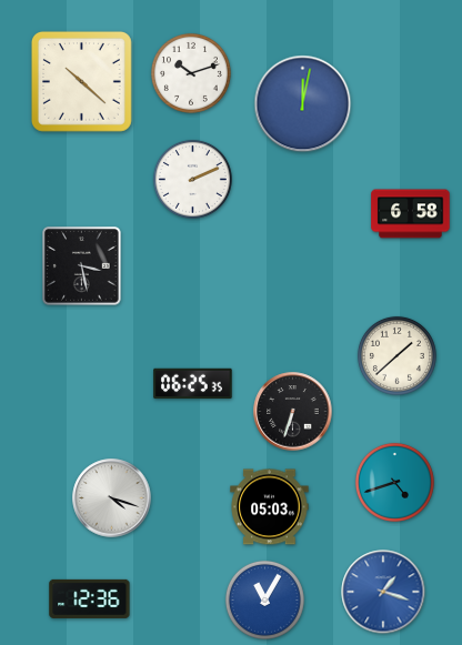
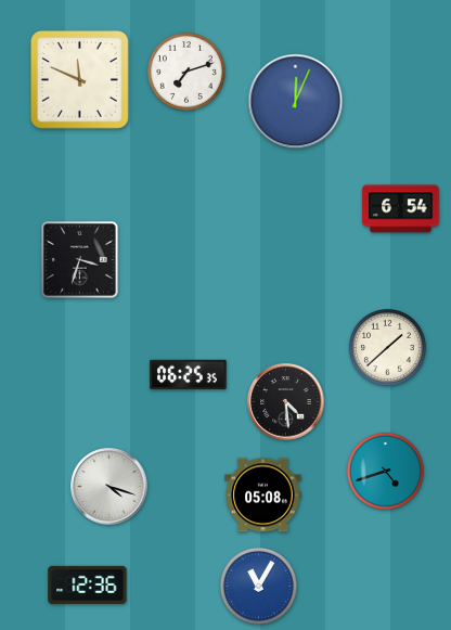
clock at (191, 73): 10:12 -> 7:12
clock at (81, 81): 10:22 -> 11:49
clock at (303, 104): 12:02 -> 12:04
clock at (192, 179): 2:11 -> none
clock at (411, 214): 6:58 -> 6:54
clock at (82, 266): 3:28 -> 3:33
clock at (293, 412): 6:33 -> 4:29
clock at (270, 507): 05:03 -> 05:08
clock at (383, 592): 1:18 -> none
